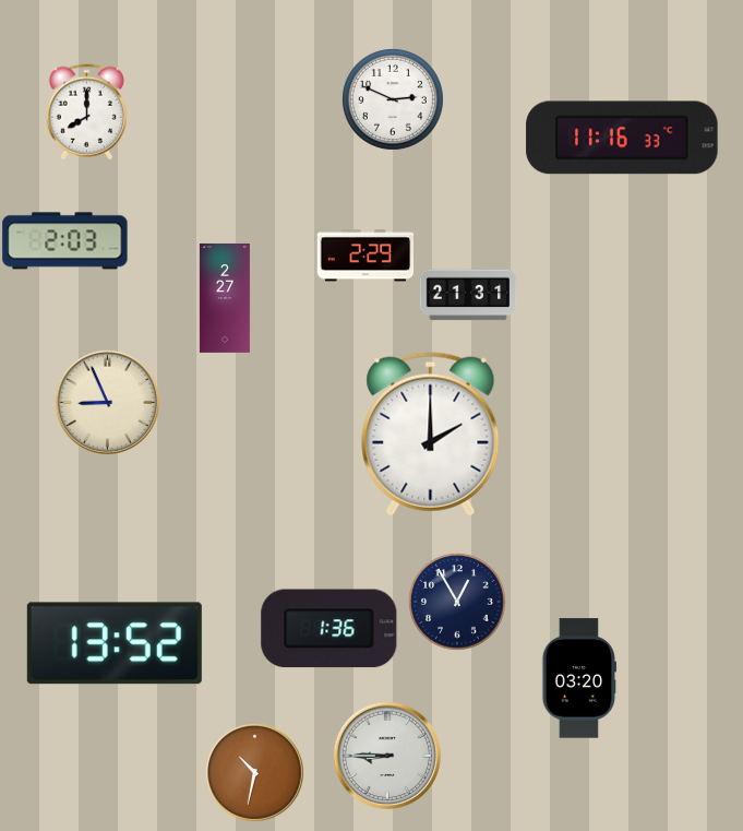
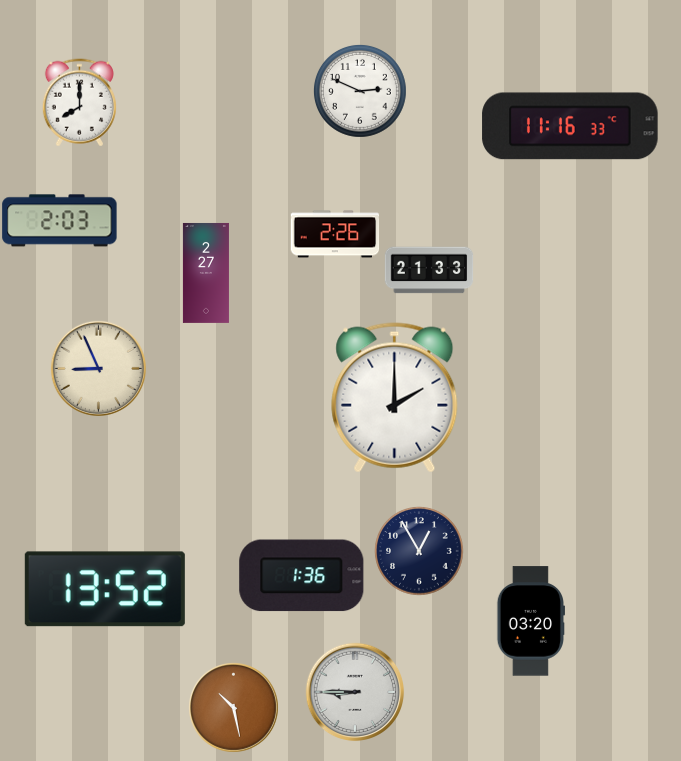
clock at (365, 256): 2:29 -> 2:26
clock at (468, 295): 21:31 -> 21:33
clock at (255, 773): 10:32 -> 10:28
